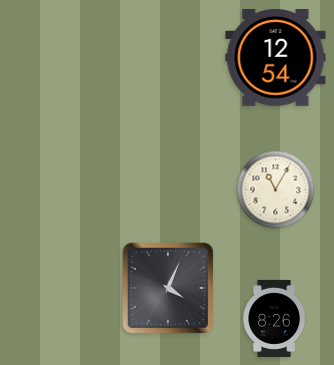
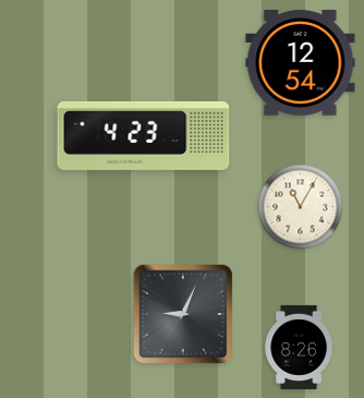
clock at (144, 135): none -> 4:23
clock at (168, 288): 4:04 -> 9:04
